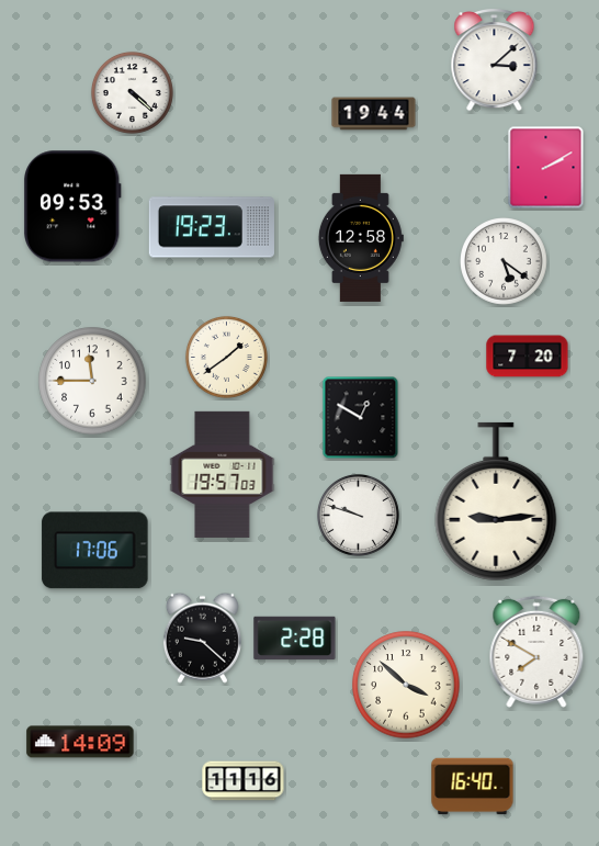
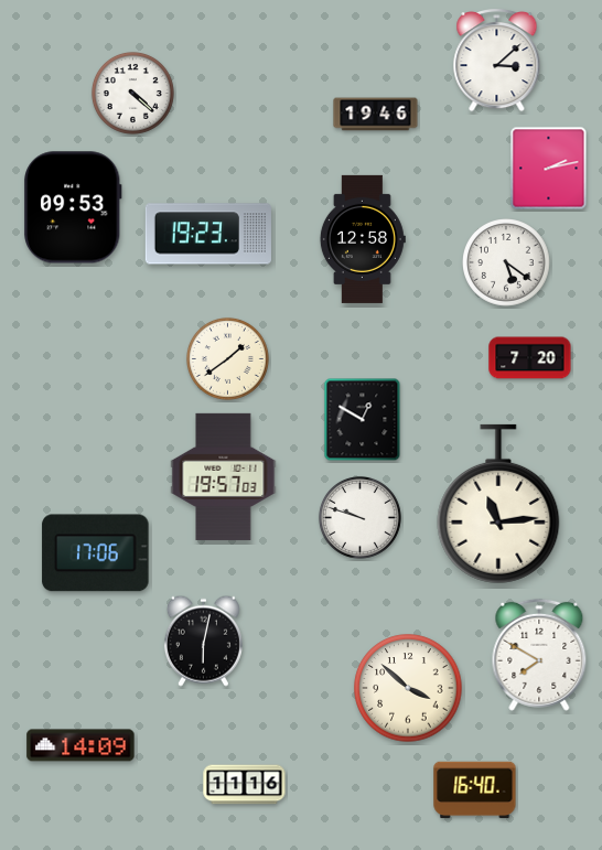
clock at (374, 114): 19:44 -> 19:46
clock at (546, 168): 2:10 -> 2:13
clock at (212, 227) position: (212, 227) -> (208, 234)
clock at (92, 381): 11:45 -> none
clock at (496, 501): 9:14 -> 11:14
clock at (202, 638): 9:22 -> 6:02
clock at (295, 638): 2:28 -> none
